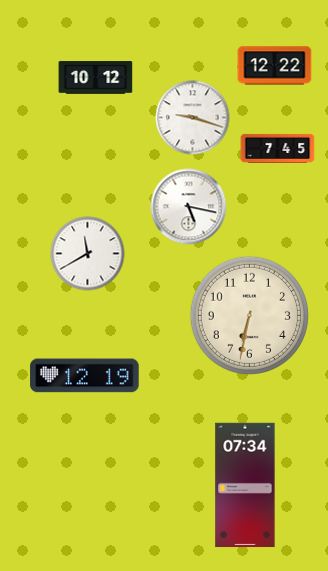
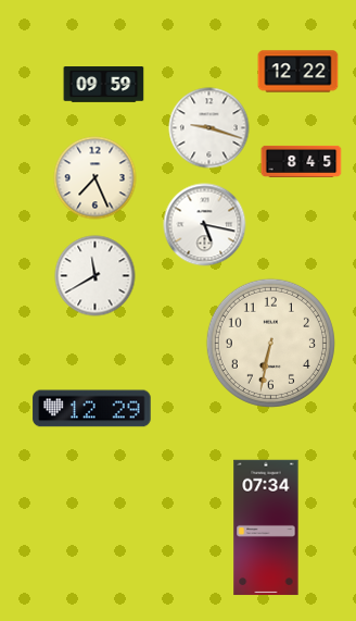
clock at (96, 78): 10:12 -> 09:59
clock at (278, 148): 7:45 -> 8:45
clock at (96, 178): none -> 7:26
clock at (85, 376): 12:19 -> 12:29
